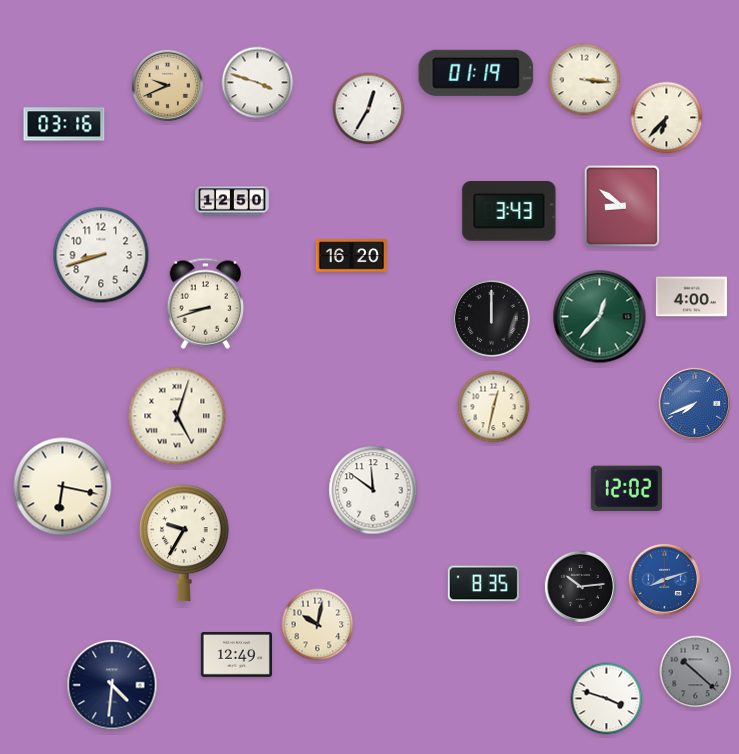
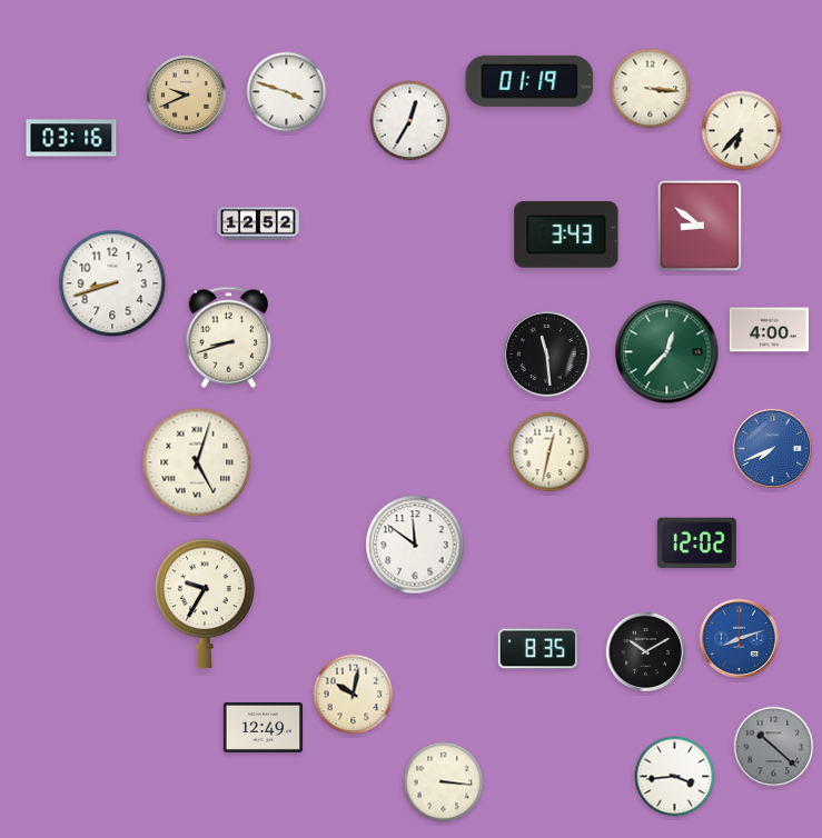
clock at (232, 201): 12:50 -> 12:52
clock at (622, 206) position: (622, 206) -> (700, 226)
clock at (351, 256): 16:20 -> none
clock at (491, 318): 12:00 -> 11:29
clock at (63, 487): 6:17 -> none
clock at (664, 579) position: (664, 579) -> (739, 638)
clock at (580, 586): 10:14 -> 10:10
clock at (112, 685): 4:31 -> none
clock at (607, 699): 3:48 -> 3:44
clock at (444, 782): none -> 3:16
